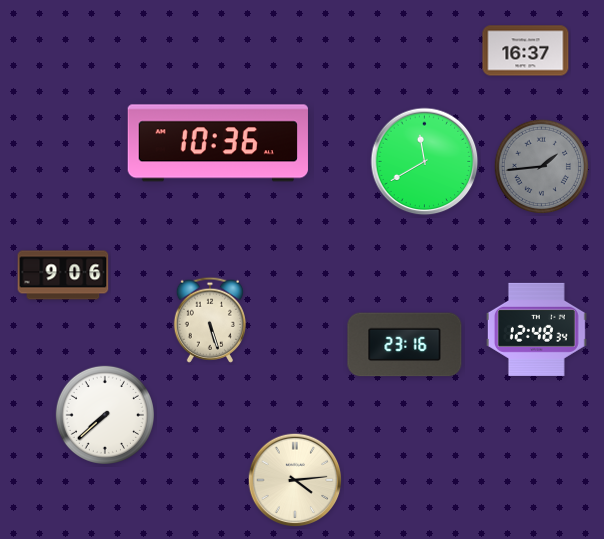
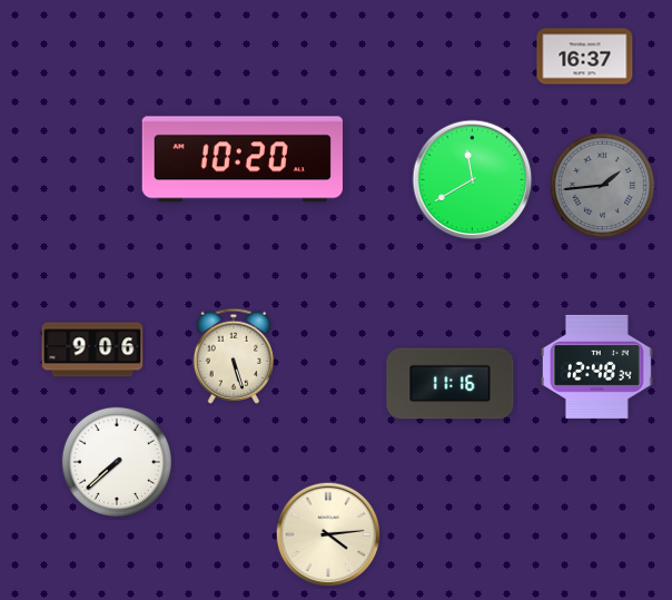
clock at (218, 143): 10:36 -> 10:20
clock at (63, 275) position: (63, 275) -> (92, 350)
clock at (405, 345): 23:16 -> 11:16
